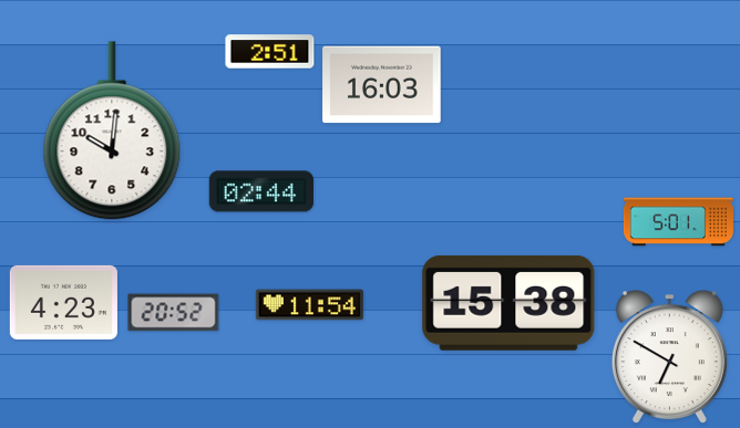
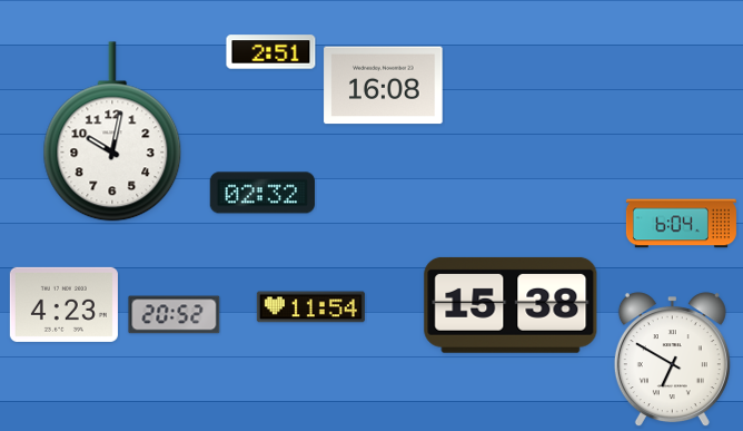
clock at (382, 85): 16:03 -> 16:08
clock at (112, 131): 10:01 -> 10:02
clock at (261, 191): 02:44 -> 02:32
clock at (678, 222): 5:01 -> 6:04
